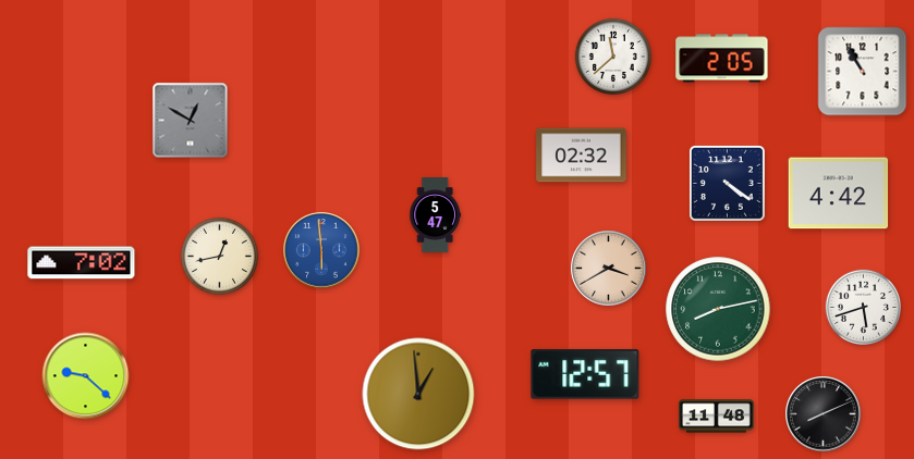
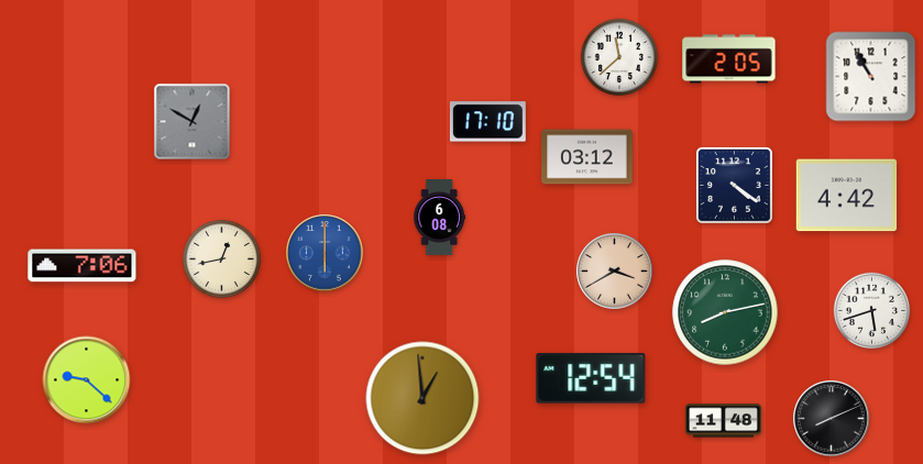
clock at (863, 72) position: (863, 72) -> (871, 77)
clock at (487, 122): none -> 17:10
clock at (582, 156): 02:32 -> 03:12
clock at (435, 215): 5:47 -> 6:08
clock at (321, 250): 5:59 -> 6:00
clock at (82, 263): 7:02 -> 7:06
clock at (585, 374): 12:57 -> 12:54
